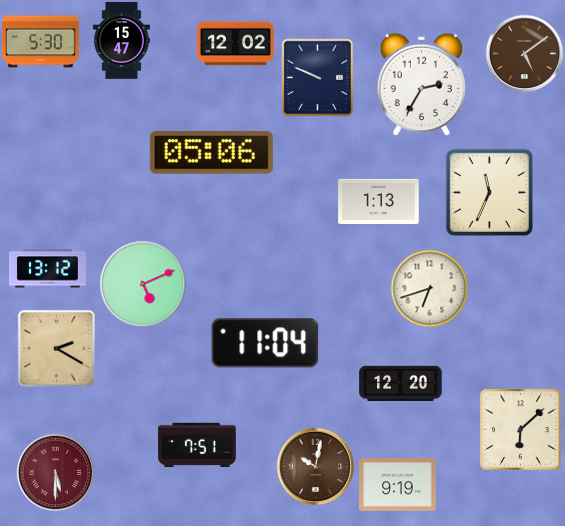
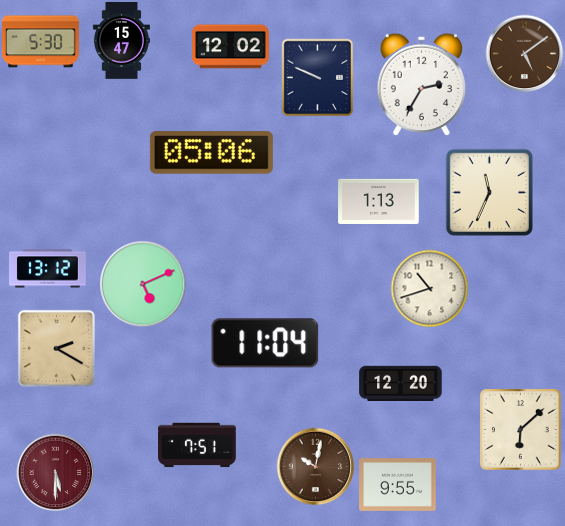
clock at (236, 44) position: (236, 44) -> (231, 47)
clock at (429, 288): 6:42 -> 10:42
clock at (398, 485): 9:19 -> 9:55
